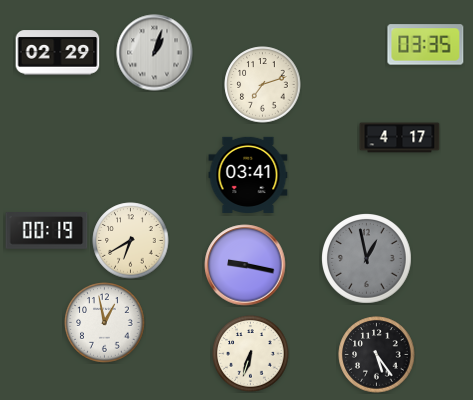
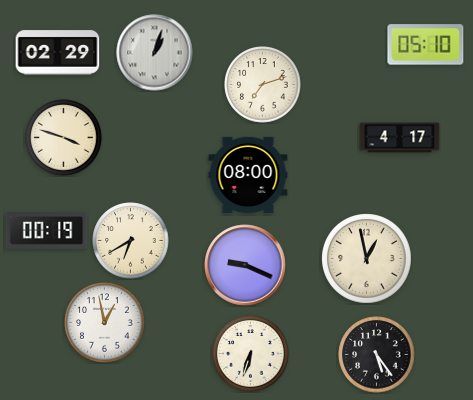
clock at (426, 45): 03:35 -> 05:10
clock at (64, 138): none -> 3:48
clock at (248, 175): 03:41 -> 08:00
clock at (367, 259) dial: grey -> cream
clock at (245, 265): 9:17 -> 9:19
